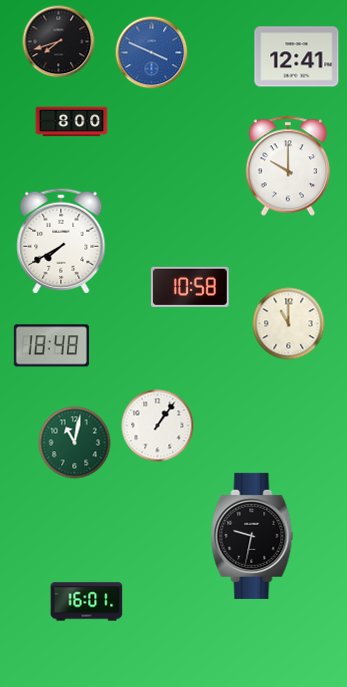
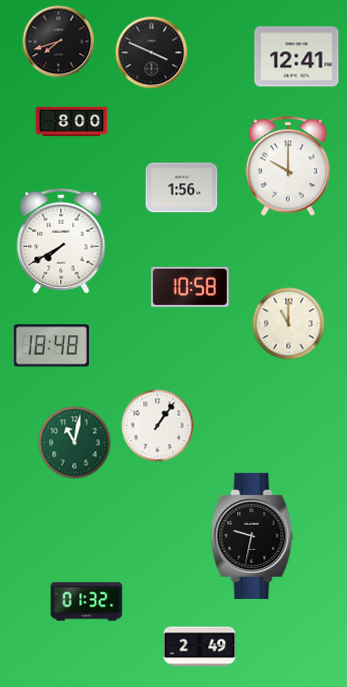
clock at (152, 53) dial: blue -> black
clock at (182, 188): none -> 1:56
clock at (87, 602): 16:01 -> 01:32
clock at (200, 647): none -> 2:49
